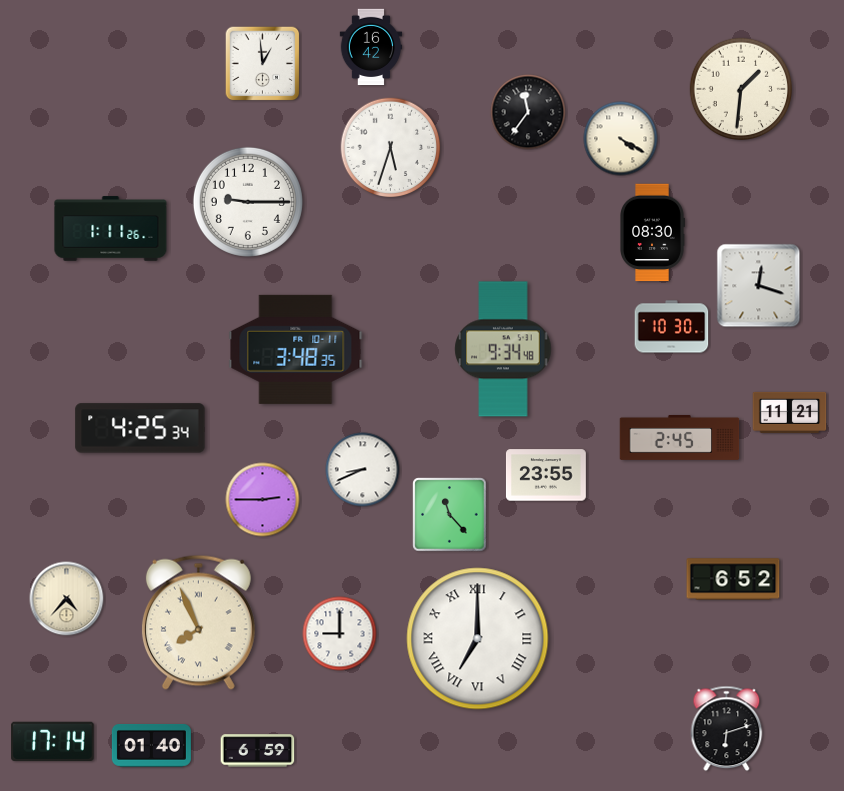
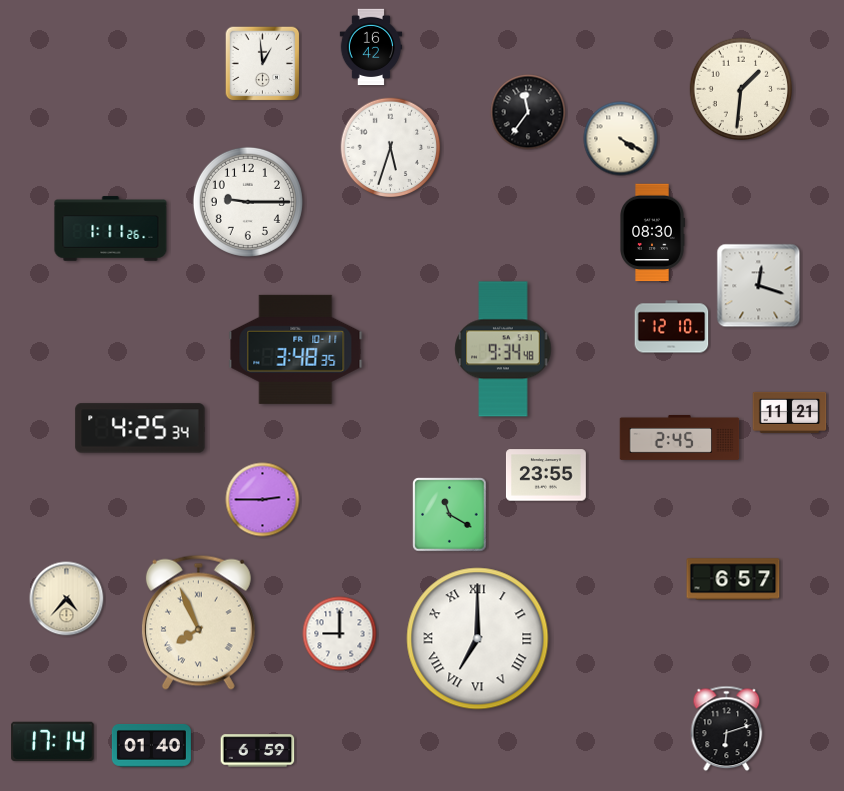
clock at (672, 327): 10:30 -> 12:10
clock at (363, 470): 8:41 -> none
clock at (450, 515): 11:23 -> 11:20
clock at (733, 579): 6:52 -> 6:57
